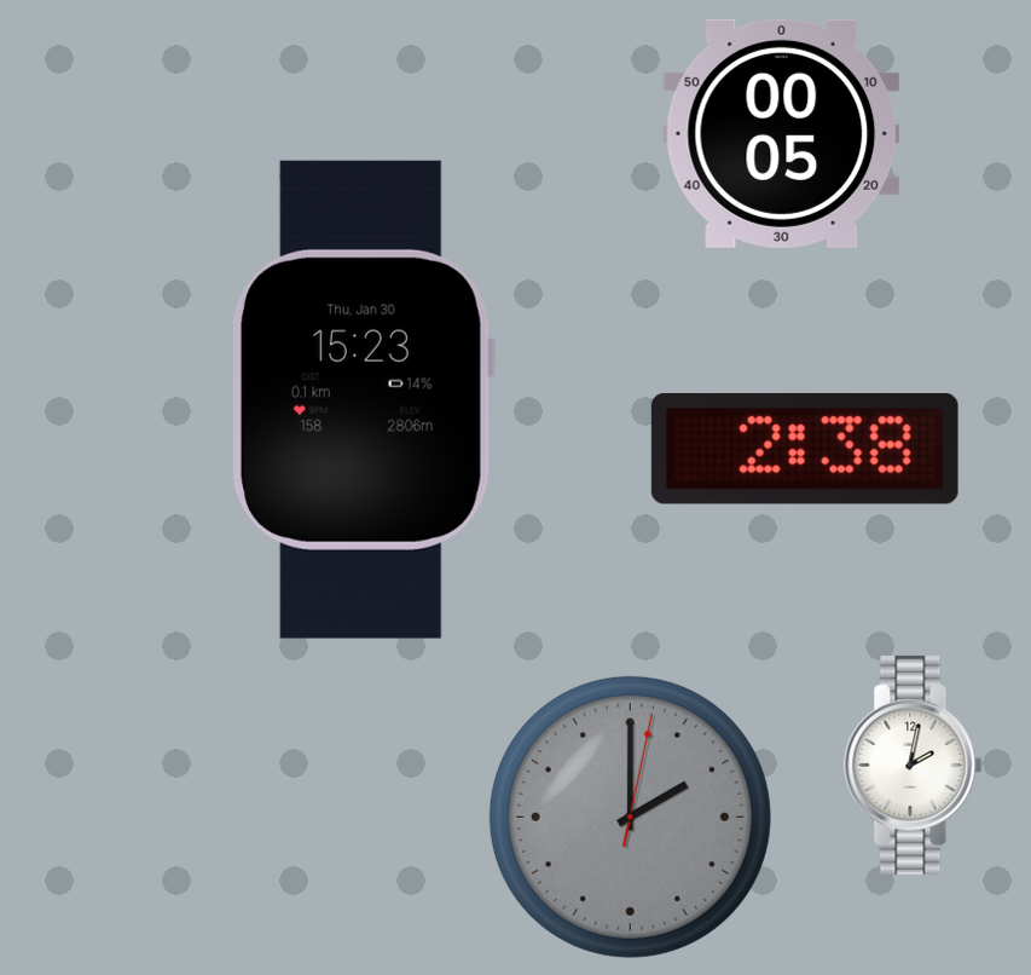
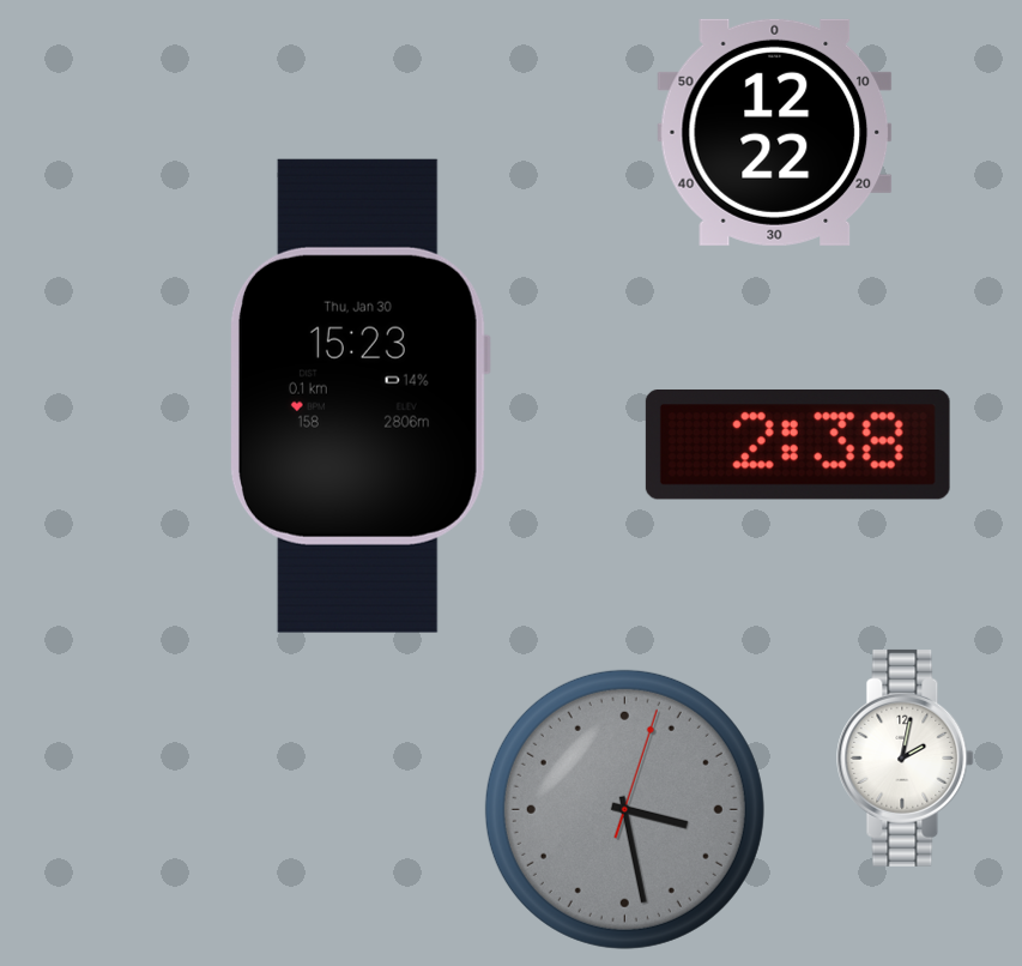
clock at (782, 133): 00:05 -> 12:22
clock at (630, 817): 2:00 -> 3:28
